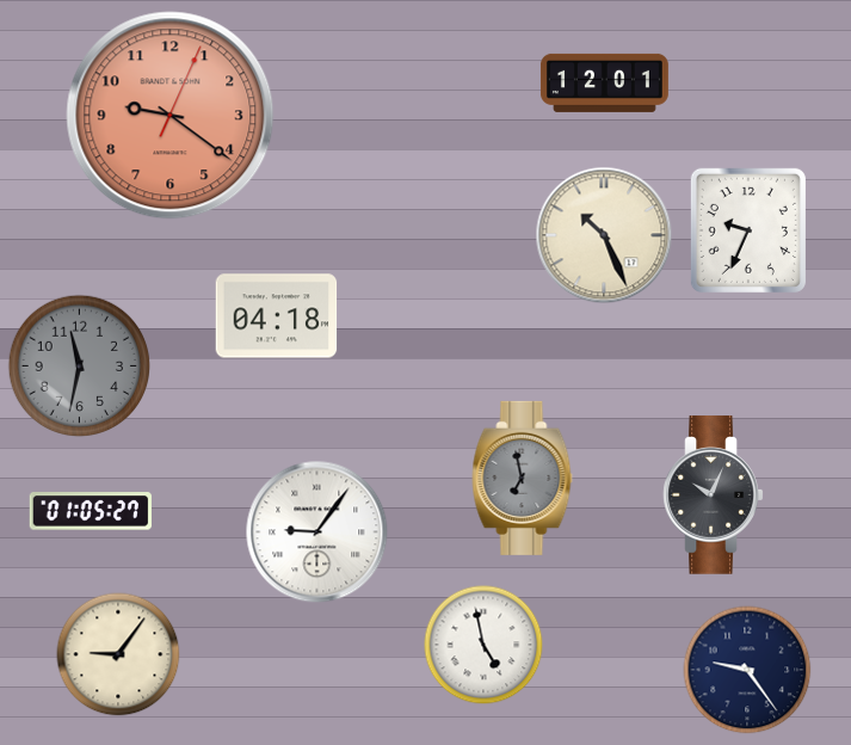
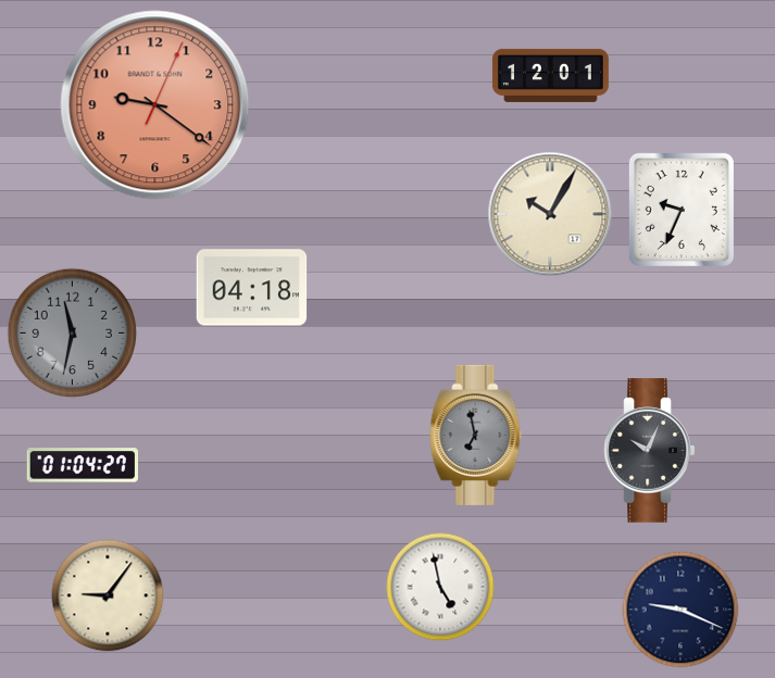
clock at (604, 235): 10:26 -> 10:05
clock at (90, 511): 01:05 -> 01:04
clock at (317, 532): 9:06 -> none
clock at (747, 670): 9:24 -> 9:19
